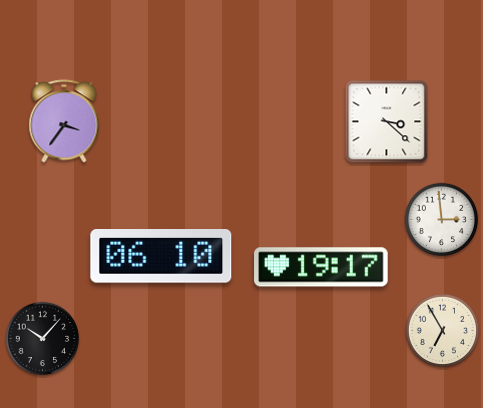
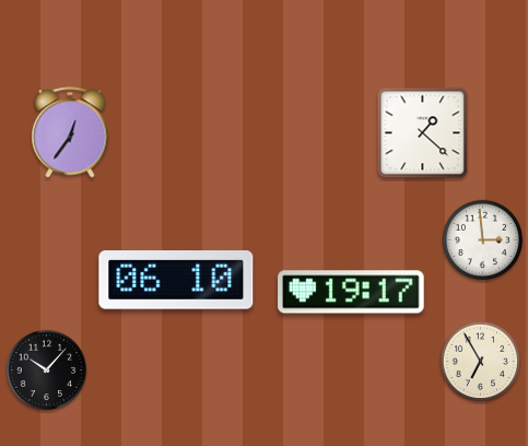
clock at (64, 121): 3:36 -> 12:36
clock at (387, 122): 3:22 -> 1:22
clock at (443, 331) position: (443, 331) -> (481, 362)
